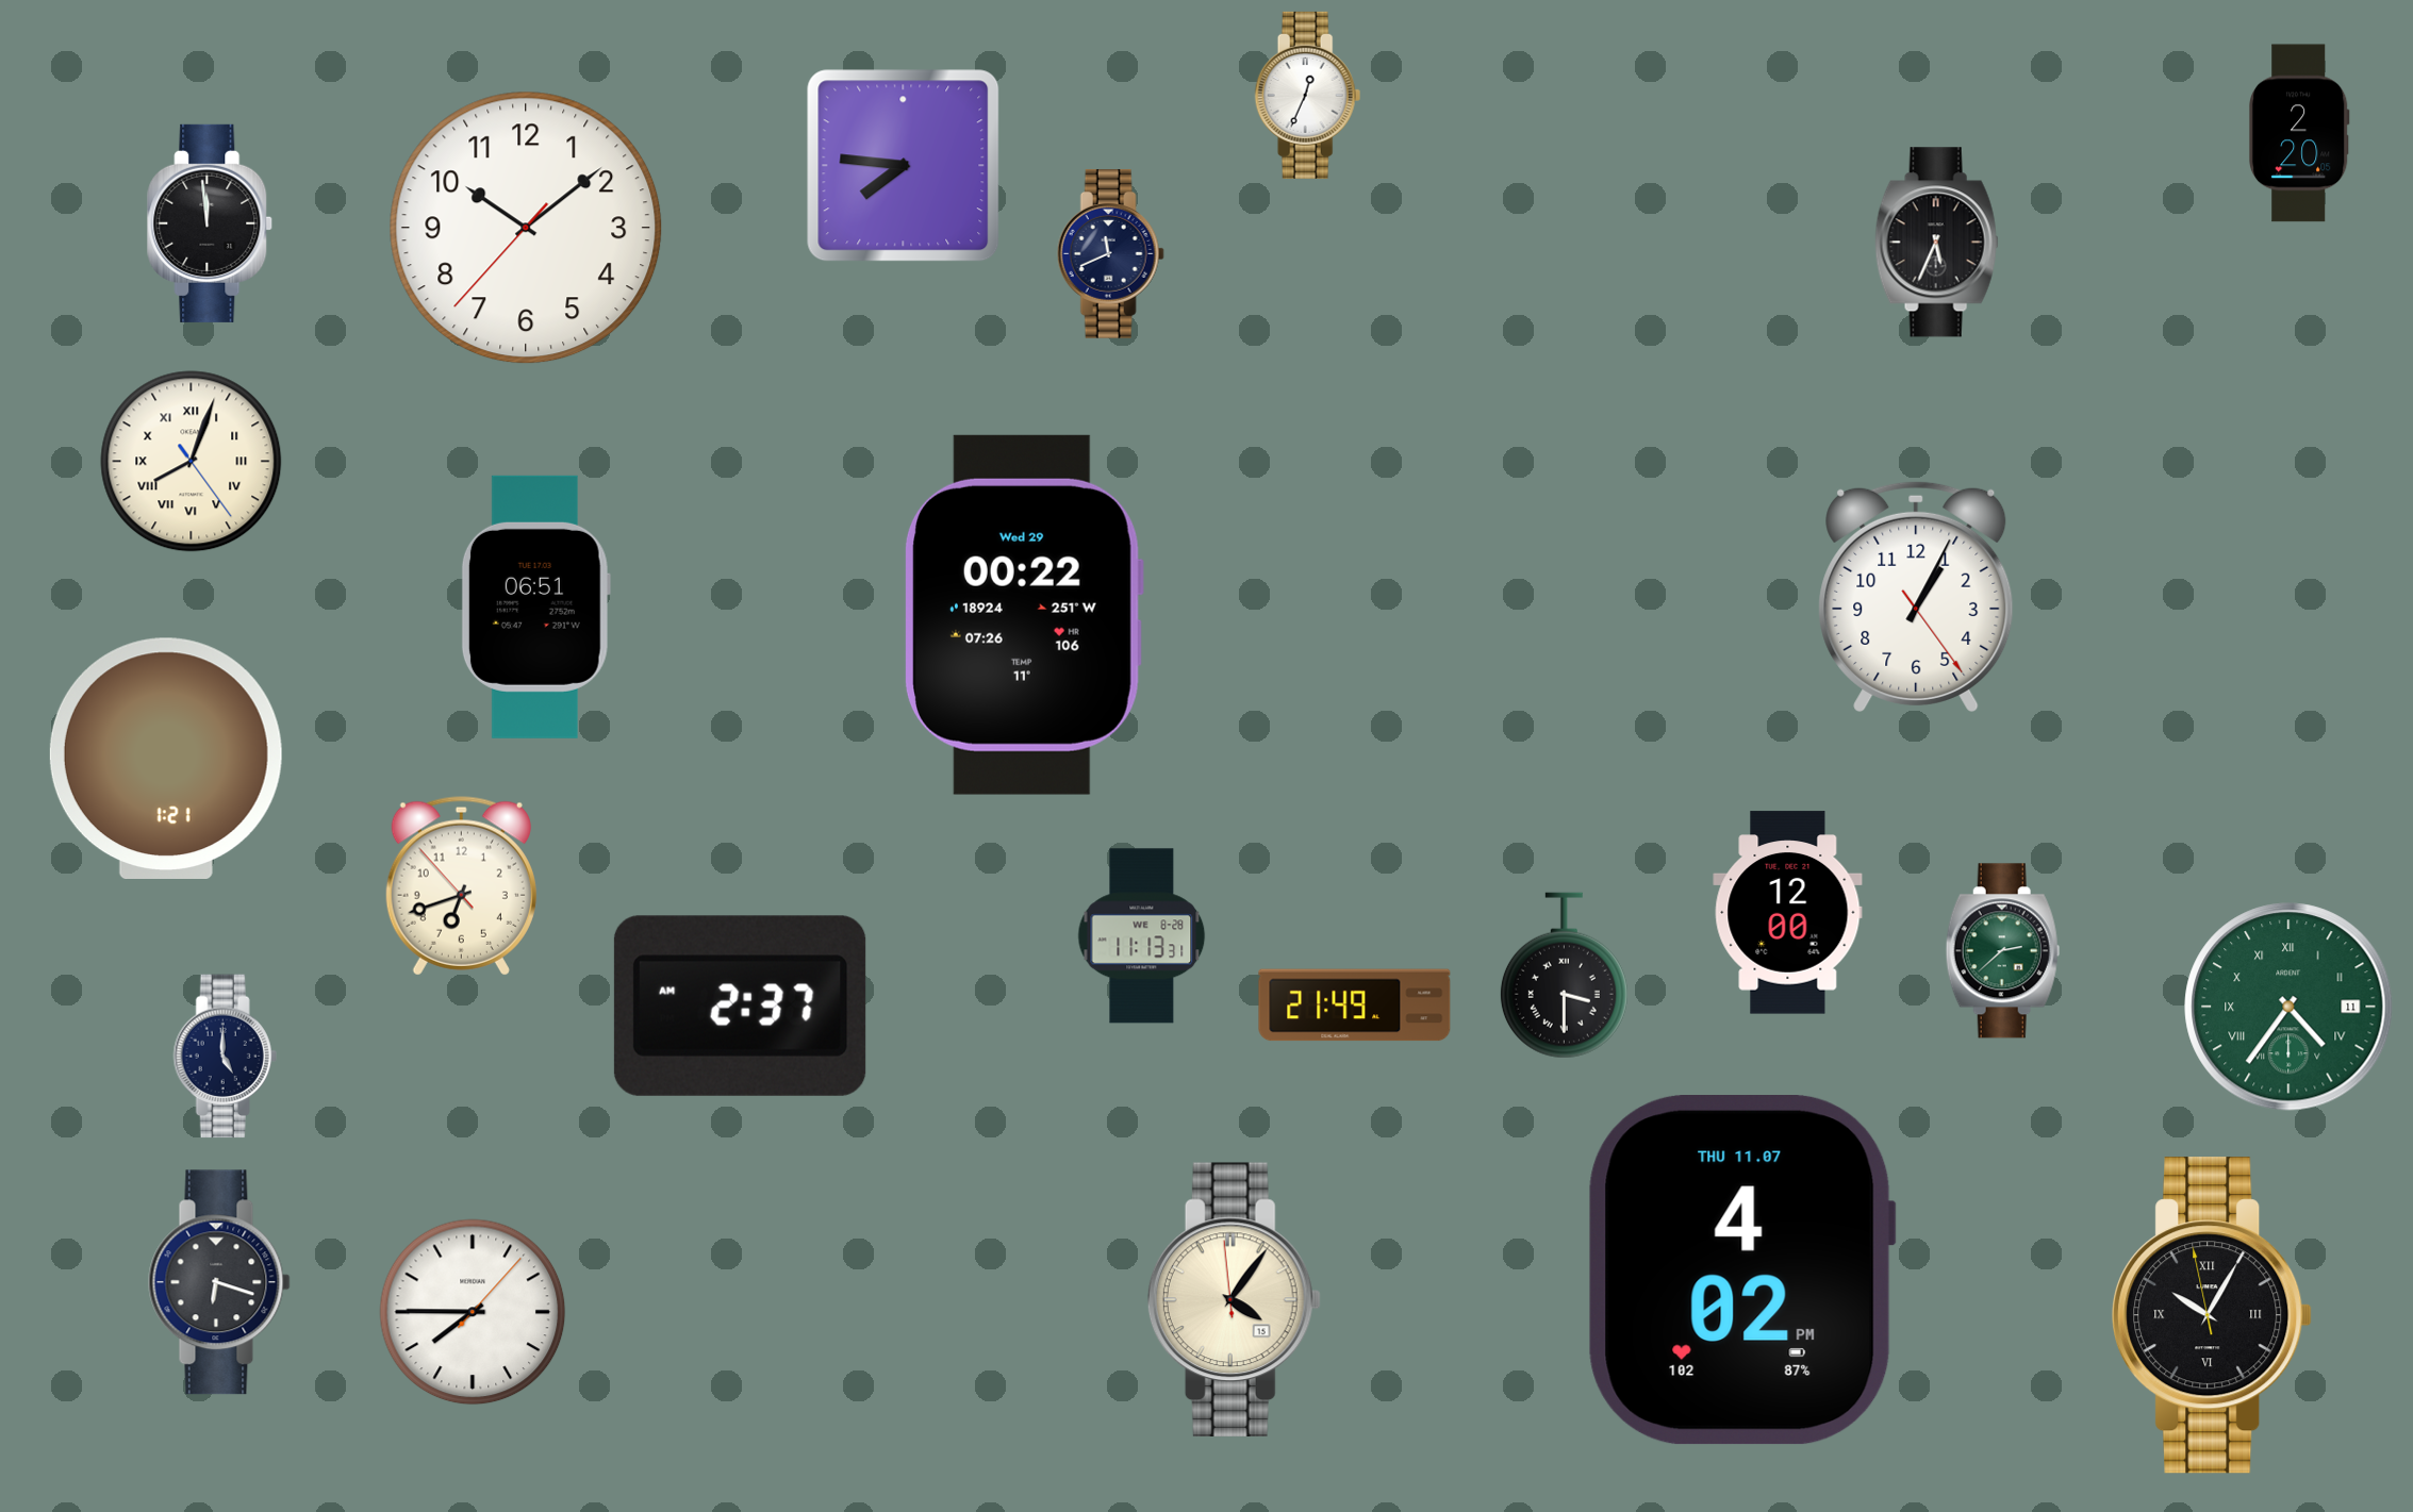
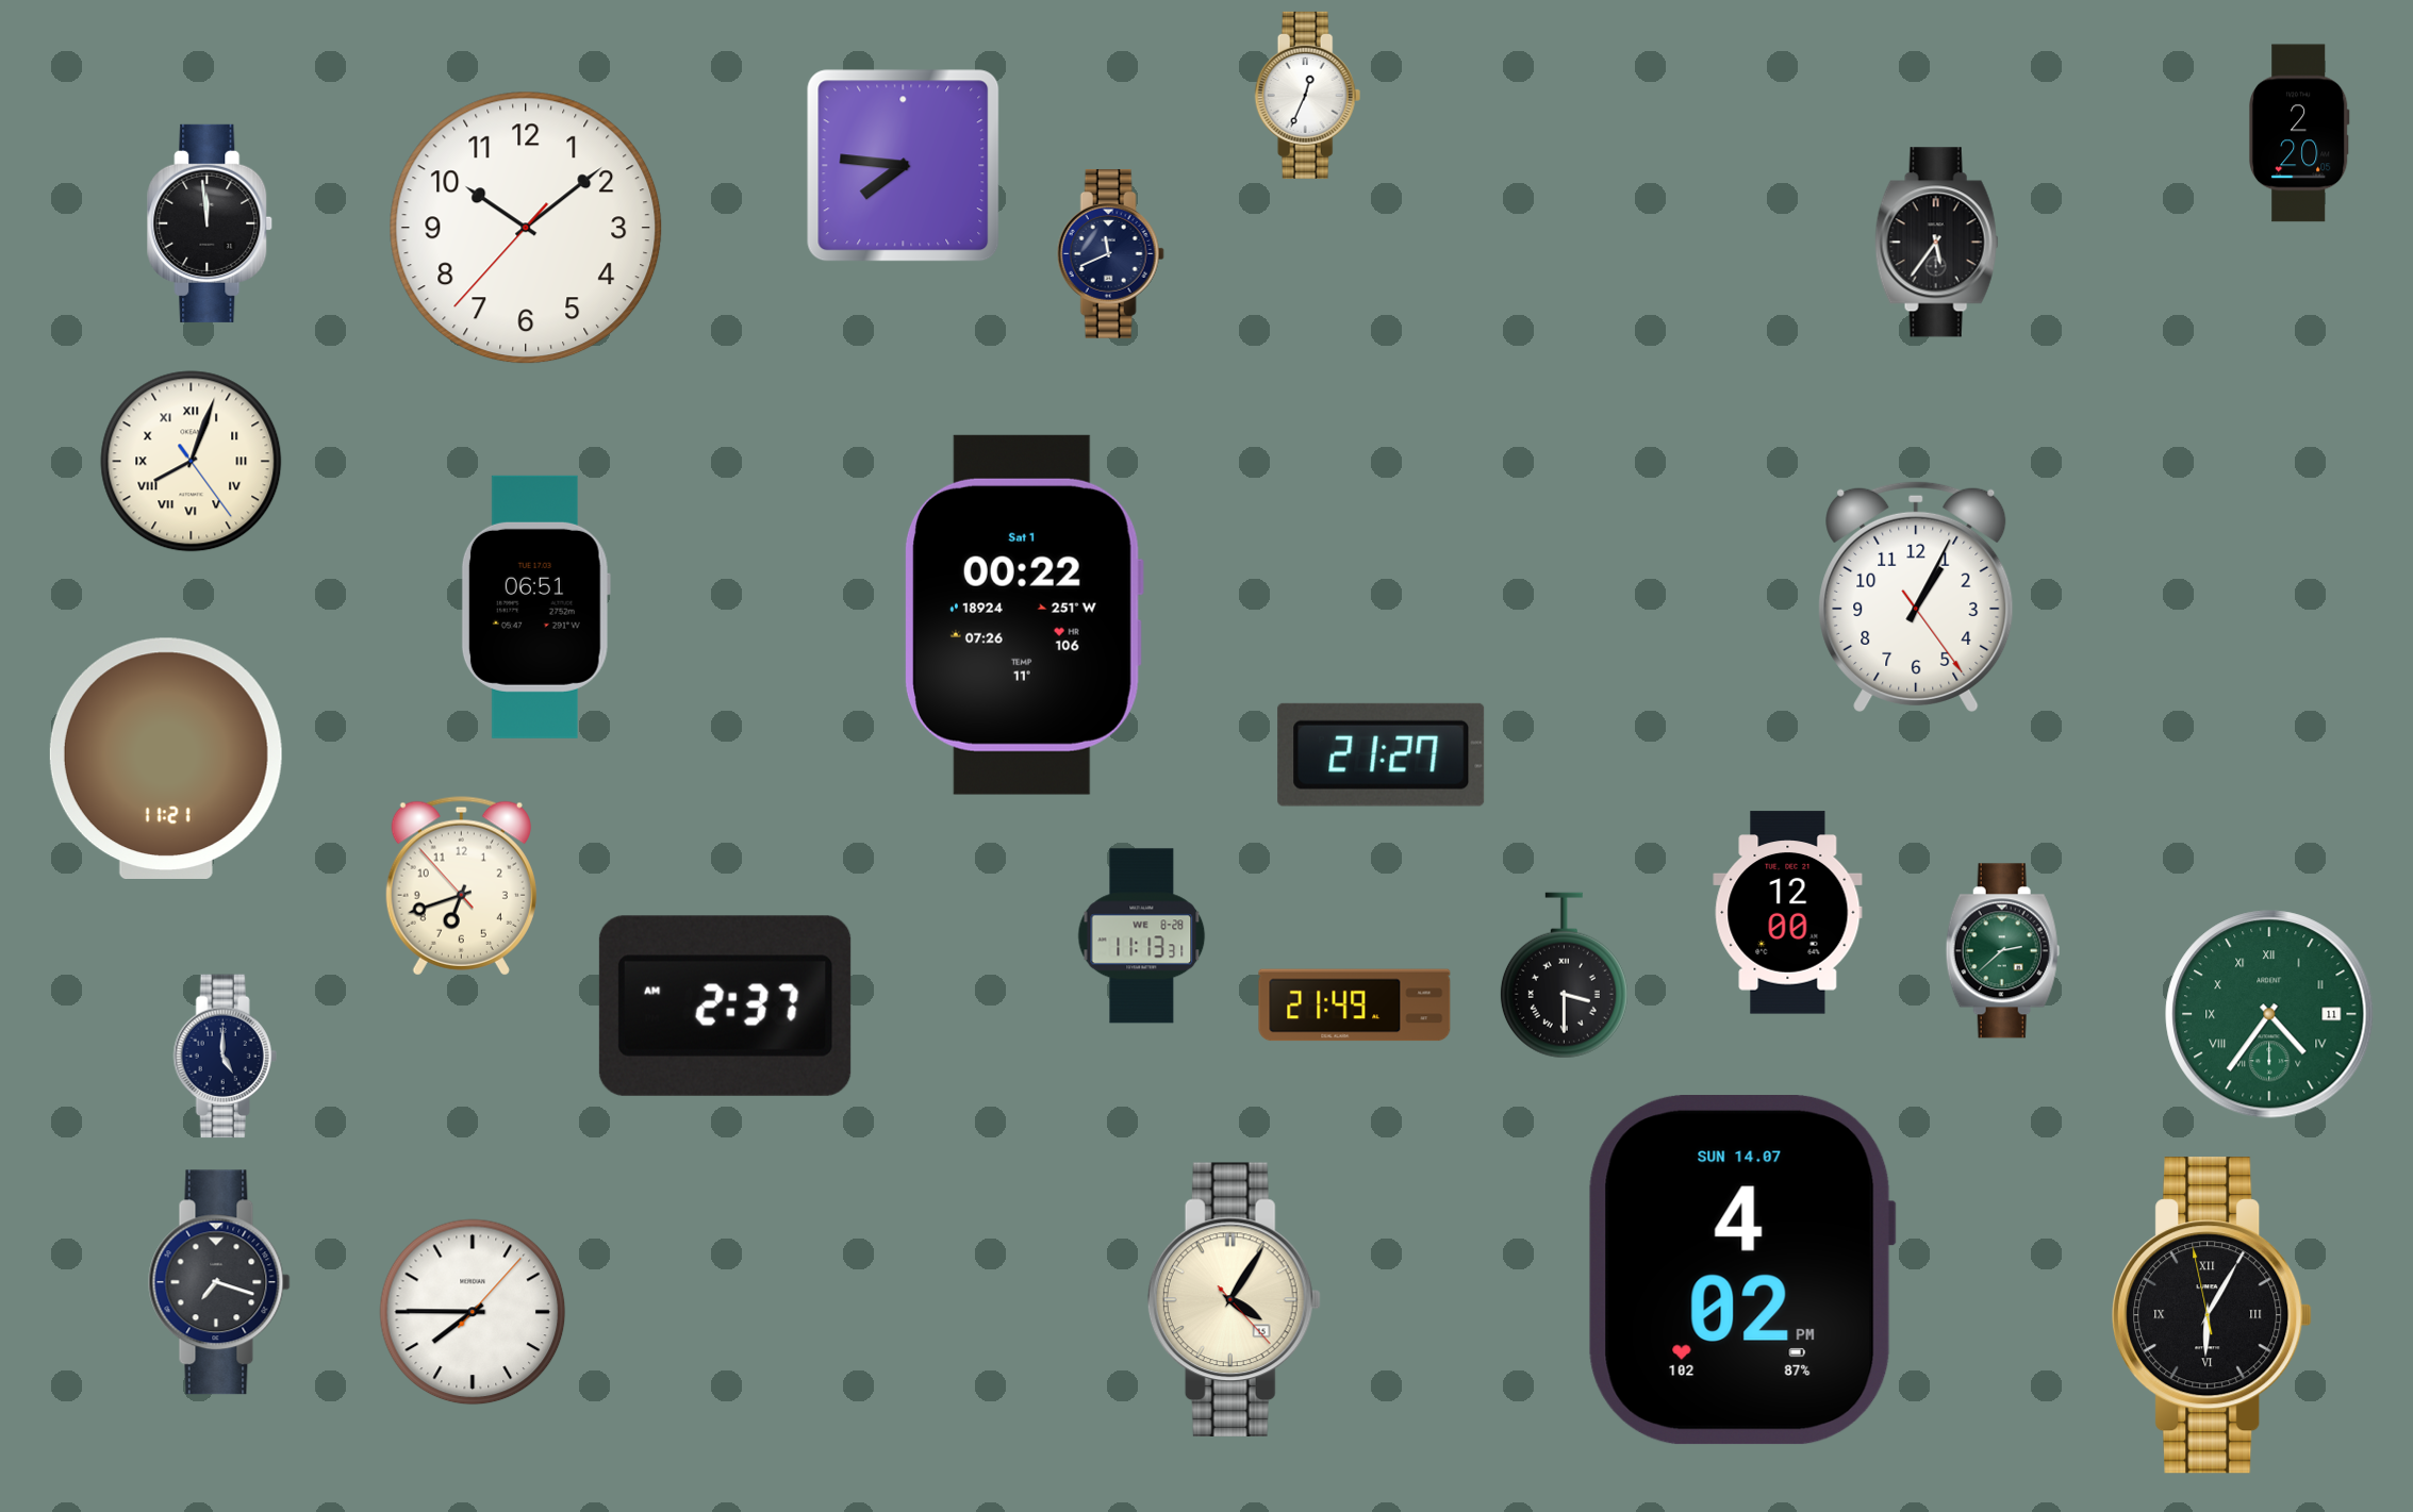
clock at (1936, 243): 5:34 -> 5:36
clock at (1024, 615) date: Wed 29 -> Sat 1
clock at (1382, 754): none -> 21:27
clock at (166, 758): 1:21 -> 11:21
clock at (740, 1006) position: (740, 1006) -> (725, 1006)
clock at (2288, 1007) position: (2288, 1007) -> (2269, 1014)
clock at (1741, 1270) date: THU 11.07 -> SUN 14.07
clock at (219, 1282): 6:18 -> 7:18
clock at (1234, 1299): 4:05:59 -> 4:05:23
clock at (2212, 1315): 10:04 -> 6:04
